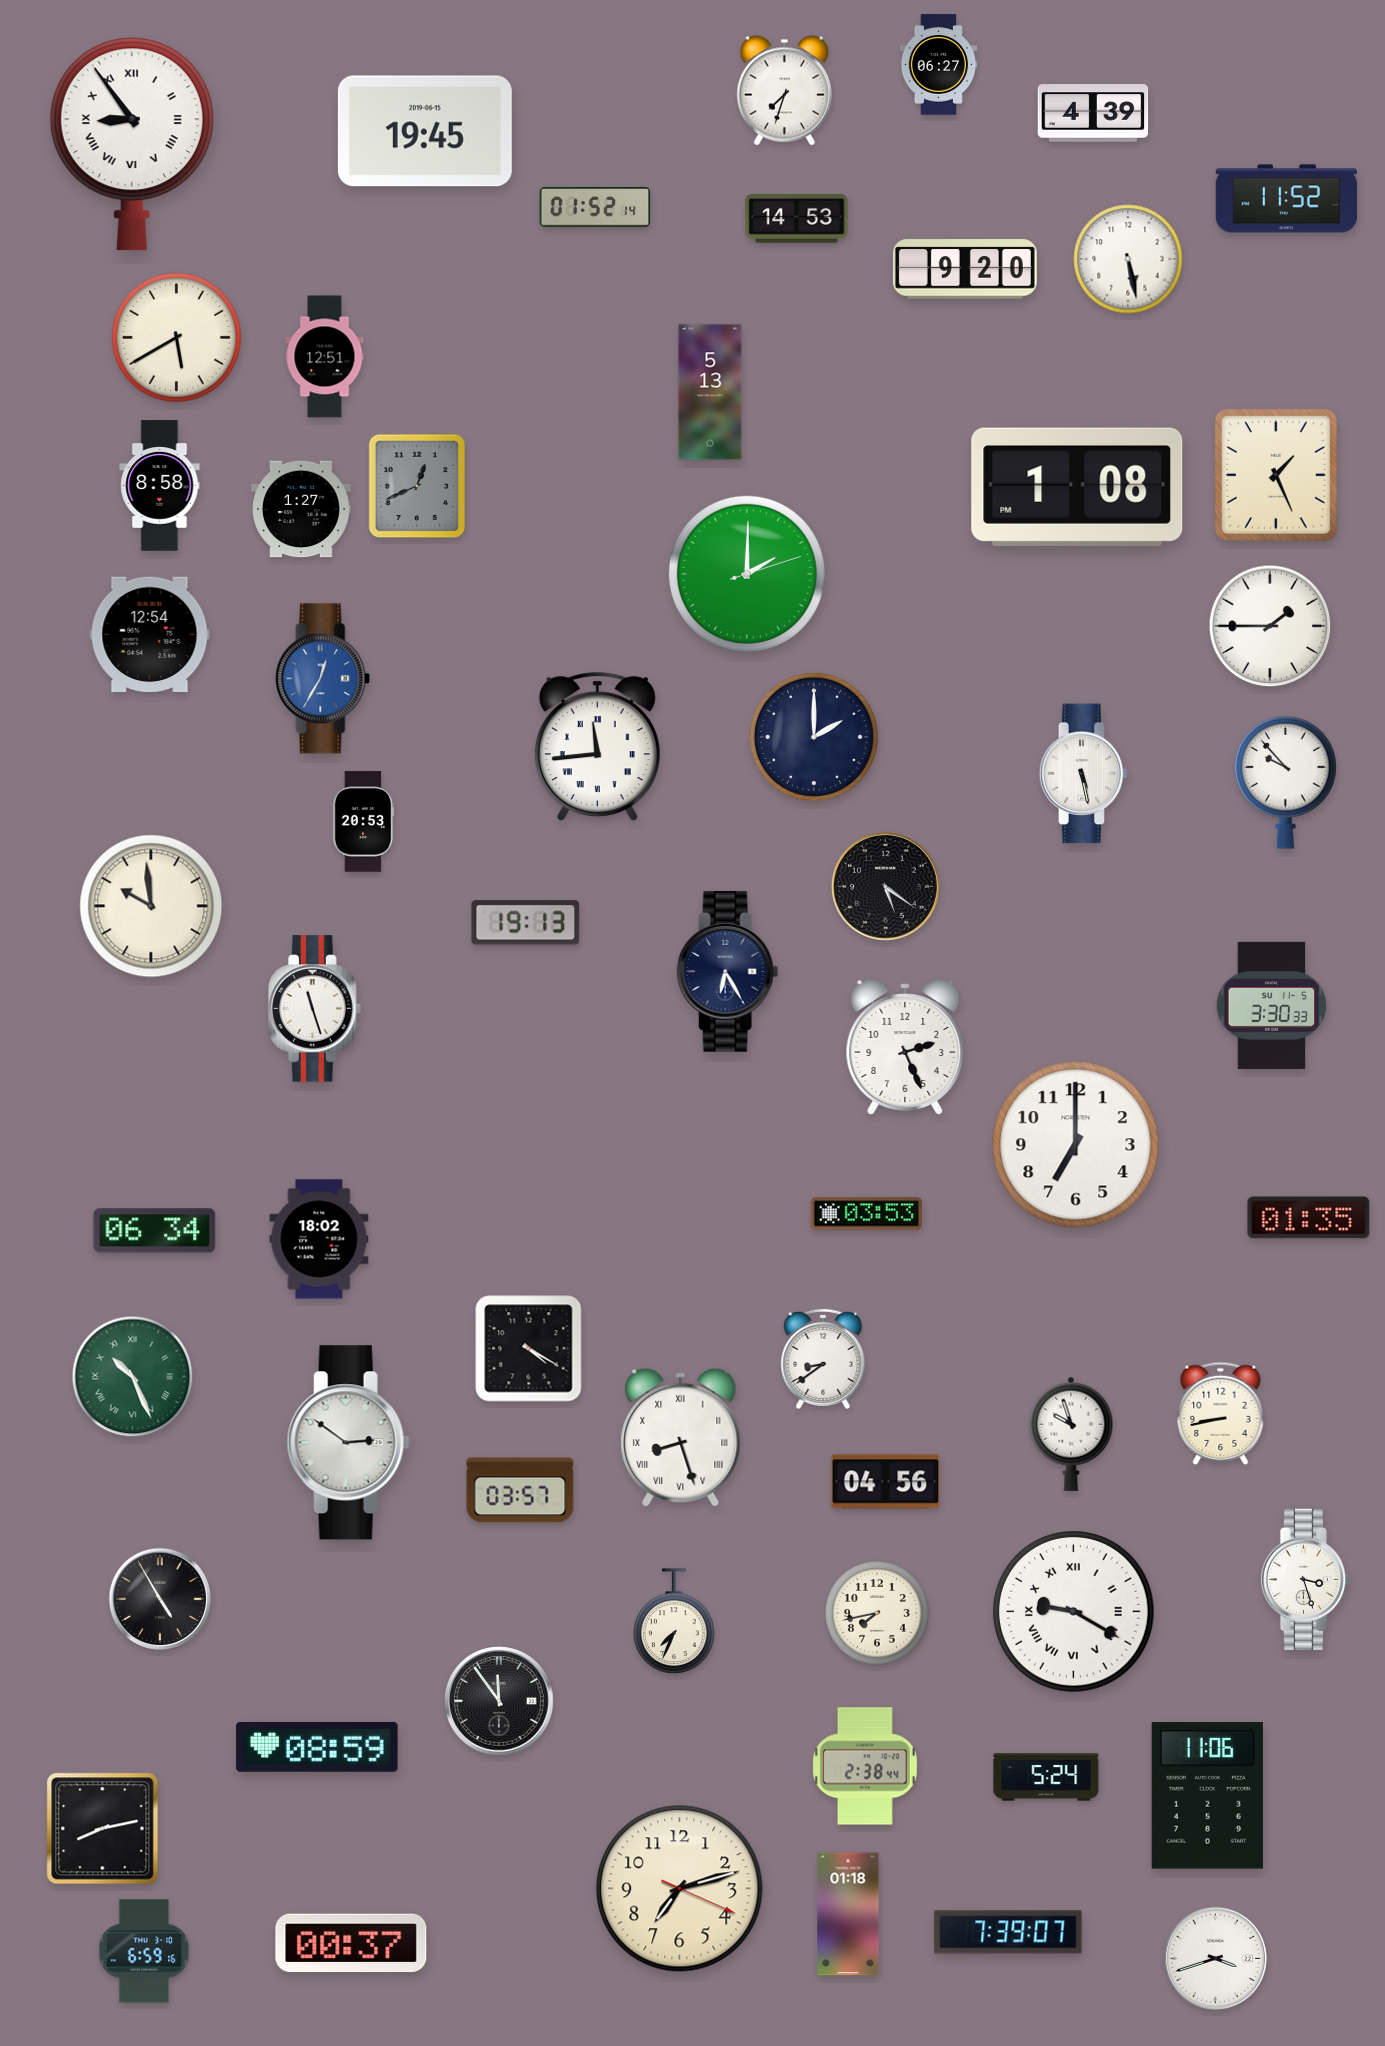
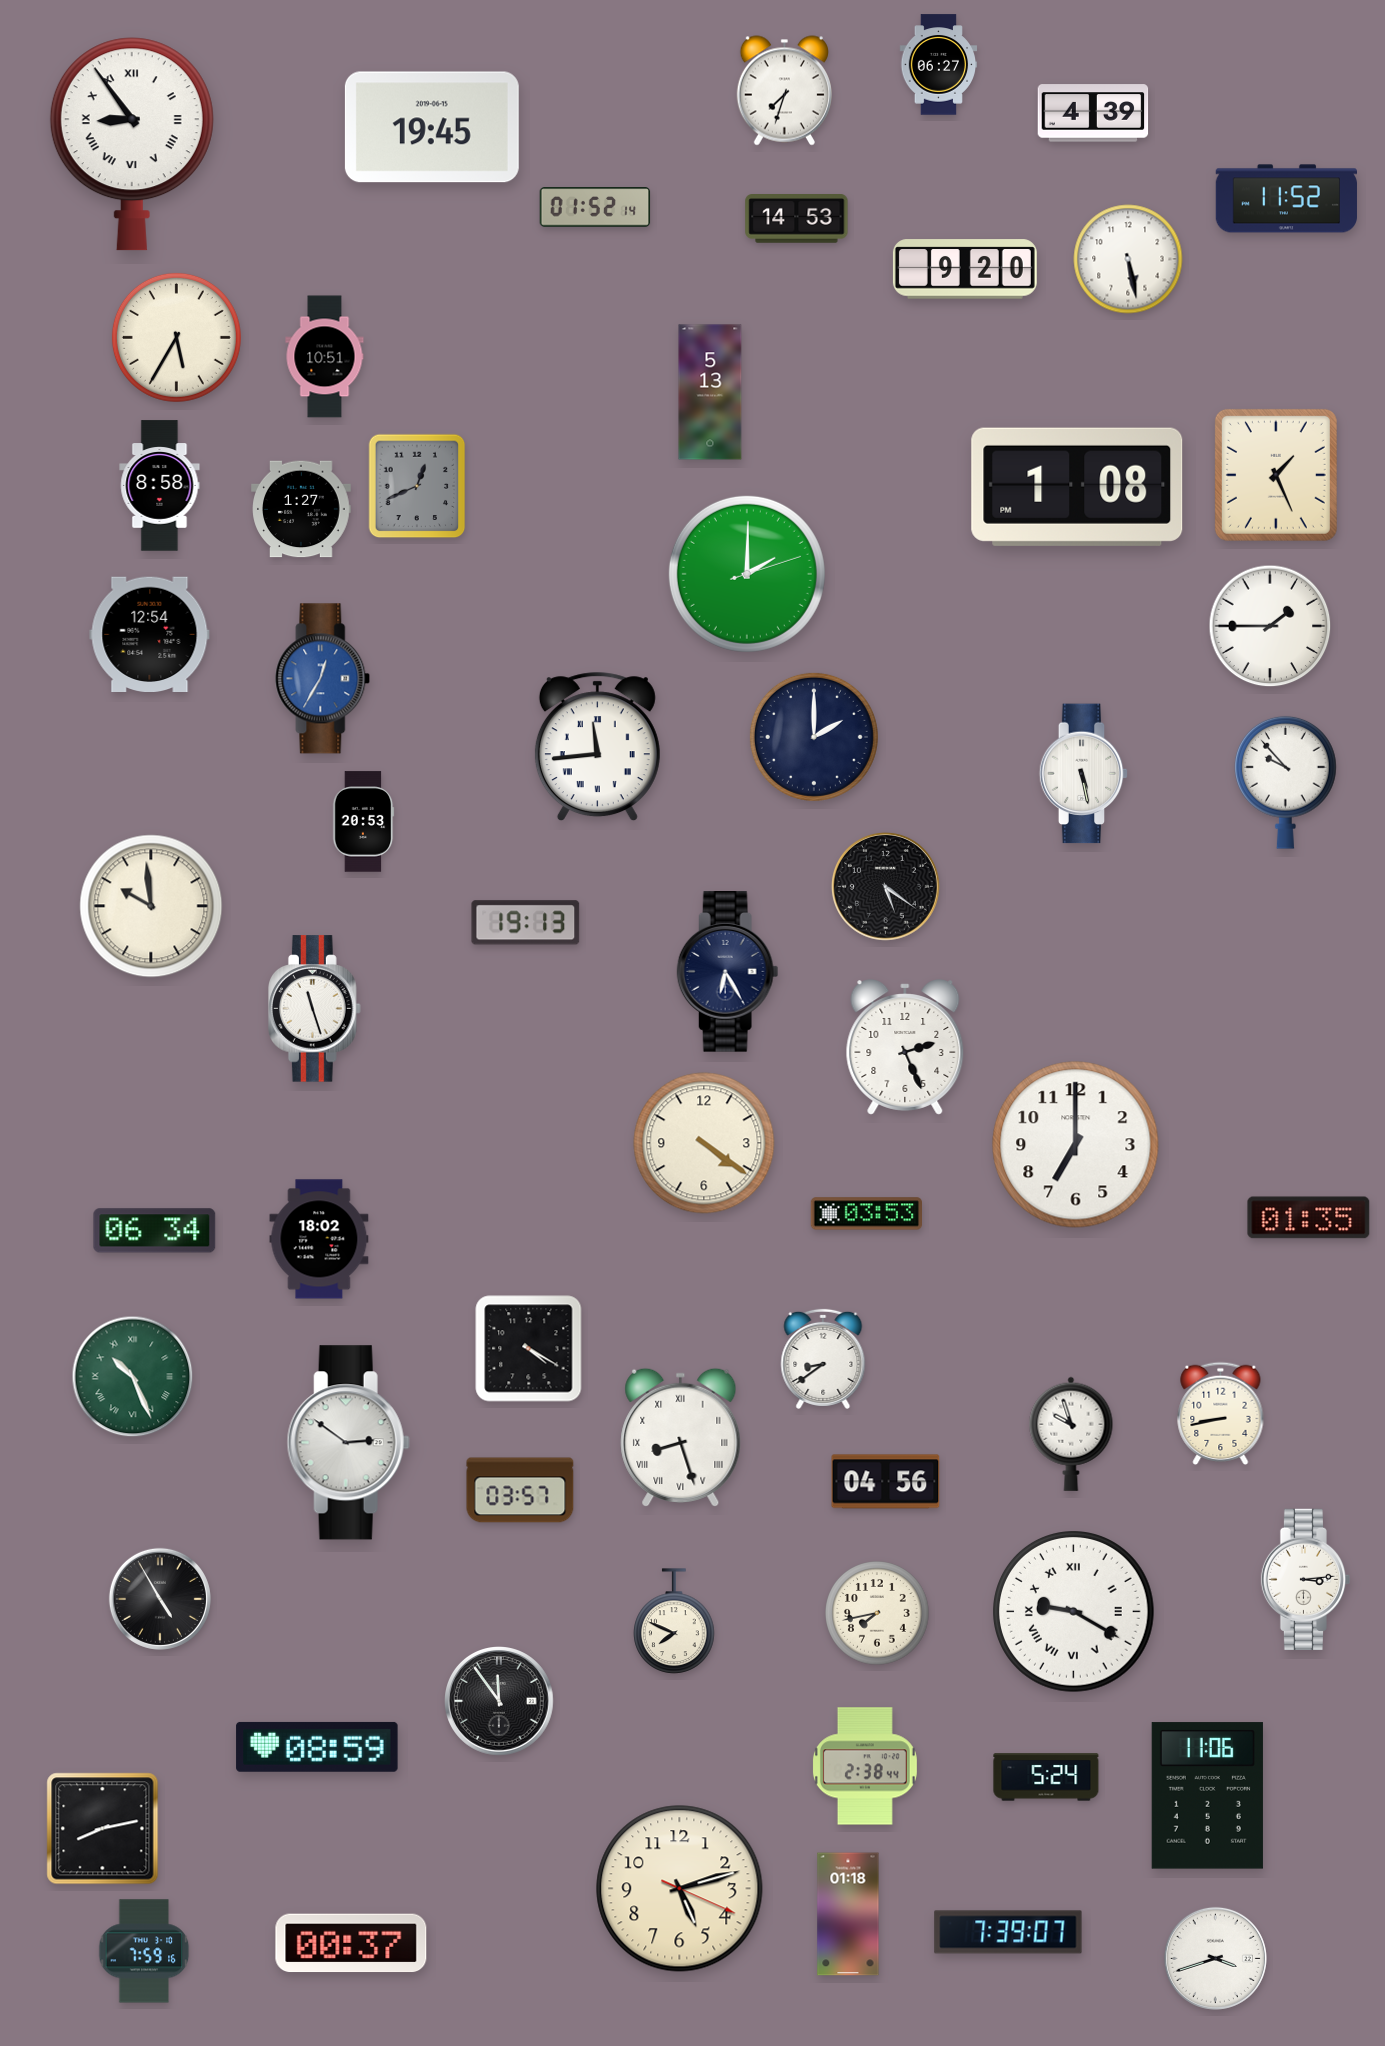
clock at (425, 131) position: (425, 131) -> (432, 127)
clock at (176, 337): 5:40 -> 5:35
clock at (325, 357): 12:51 -> 10:51
clock at (1272, 1005): 3:30 -> none
clock at (704, 1143): none -> 4:21
clock at (1305, 1579): 3:27 -> 3:14
clock at (674, 1621): 7:34 -> 7:49
clock at (680, 1889): 7:12 -> 5:12
clock at (144, 1951): 6:59 -> 7:59
